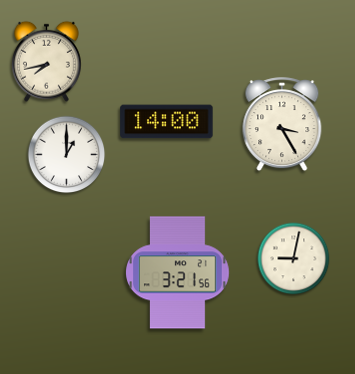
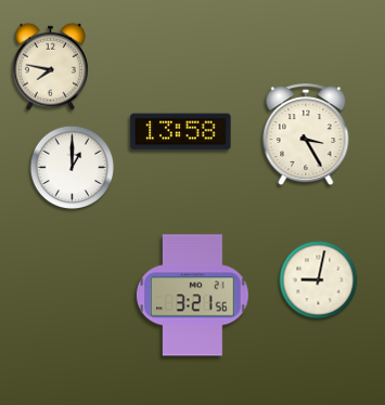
clock at (46, 61): 7:43 -> 7:47
clock at (167, 122): 14:00 -> 13:58
